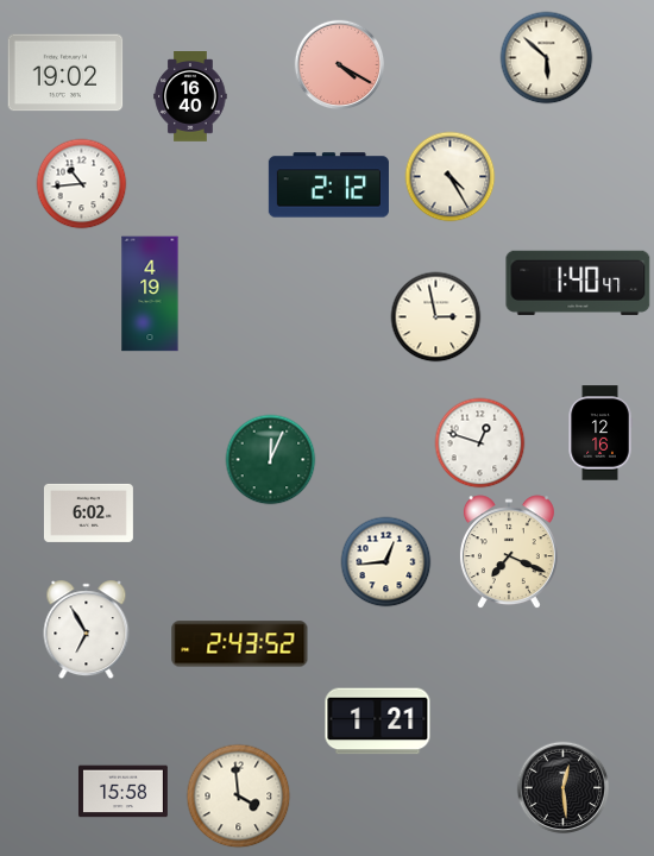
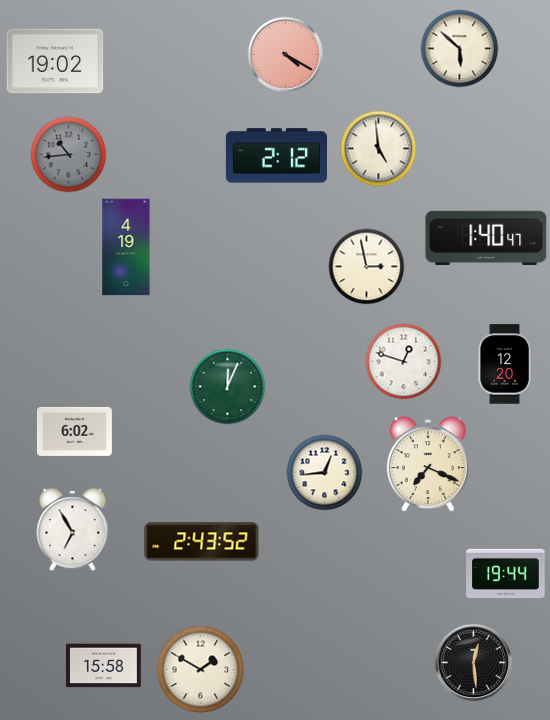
clock at (190, 97): 16:40 -> none
clock at (451, 177): 4:25 -> 4:59
clock at (82, 184) dial: white -> grey
clock at (600, 433): 12:16 -> 12:20
clock at (480, 443) position: (480, 443) -> (404, 362)
clock at (506, 574): none -> 19:44
clock at (378, 722): 1:21 -> none
clock at (239, 797): 3:59 -> 1:50
